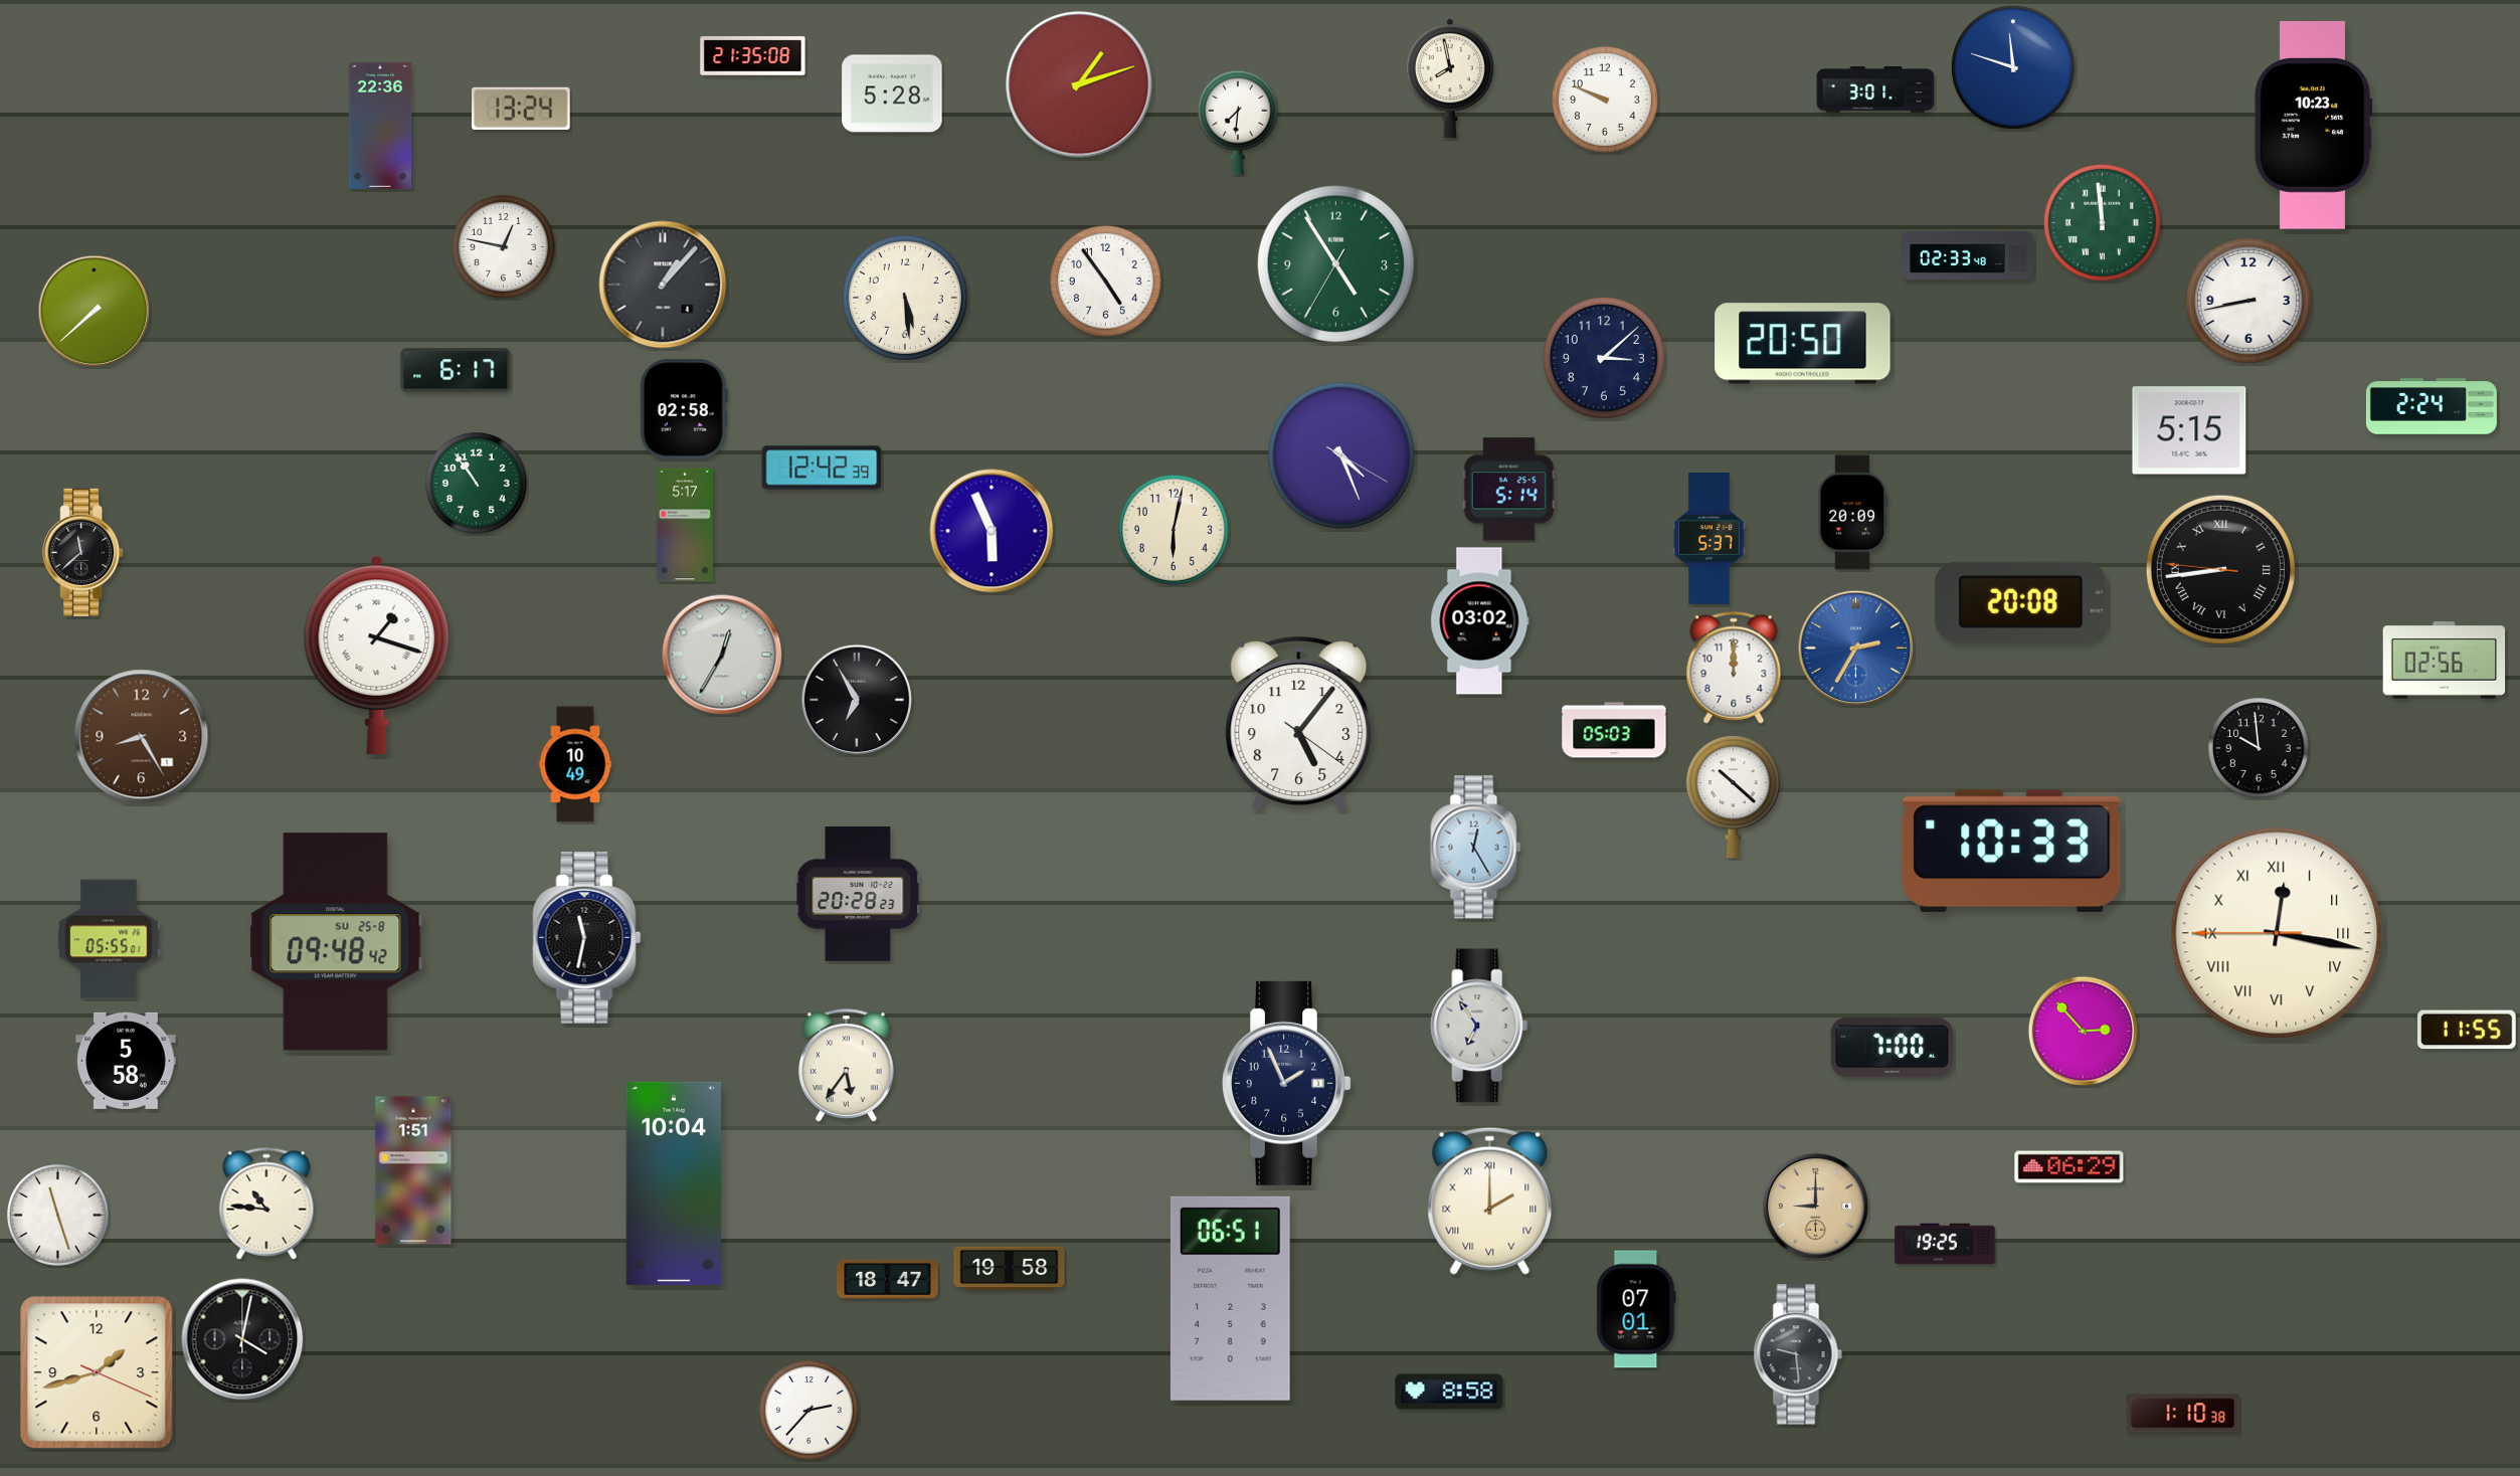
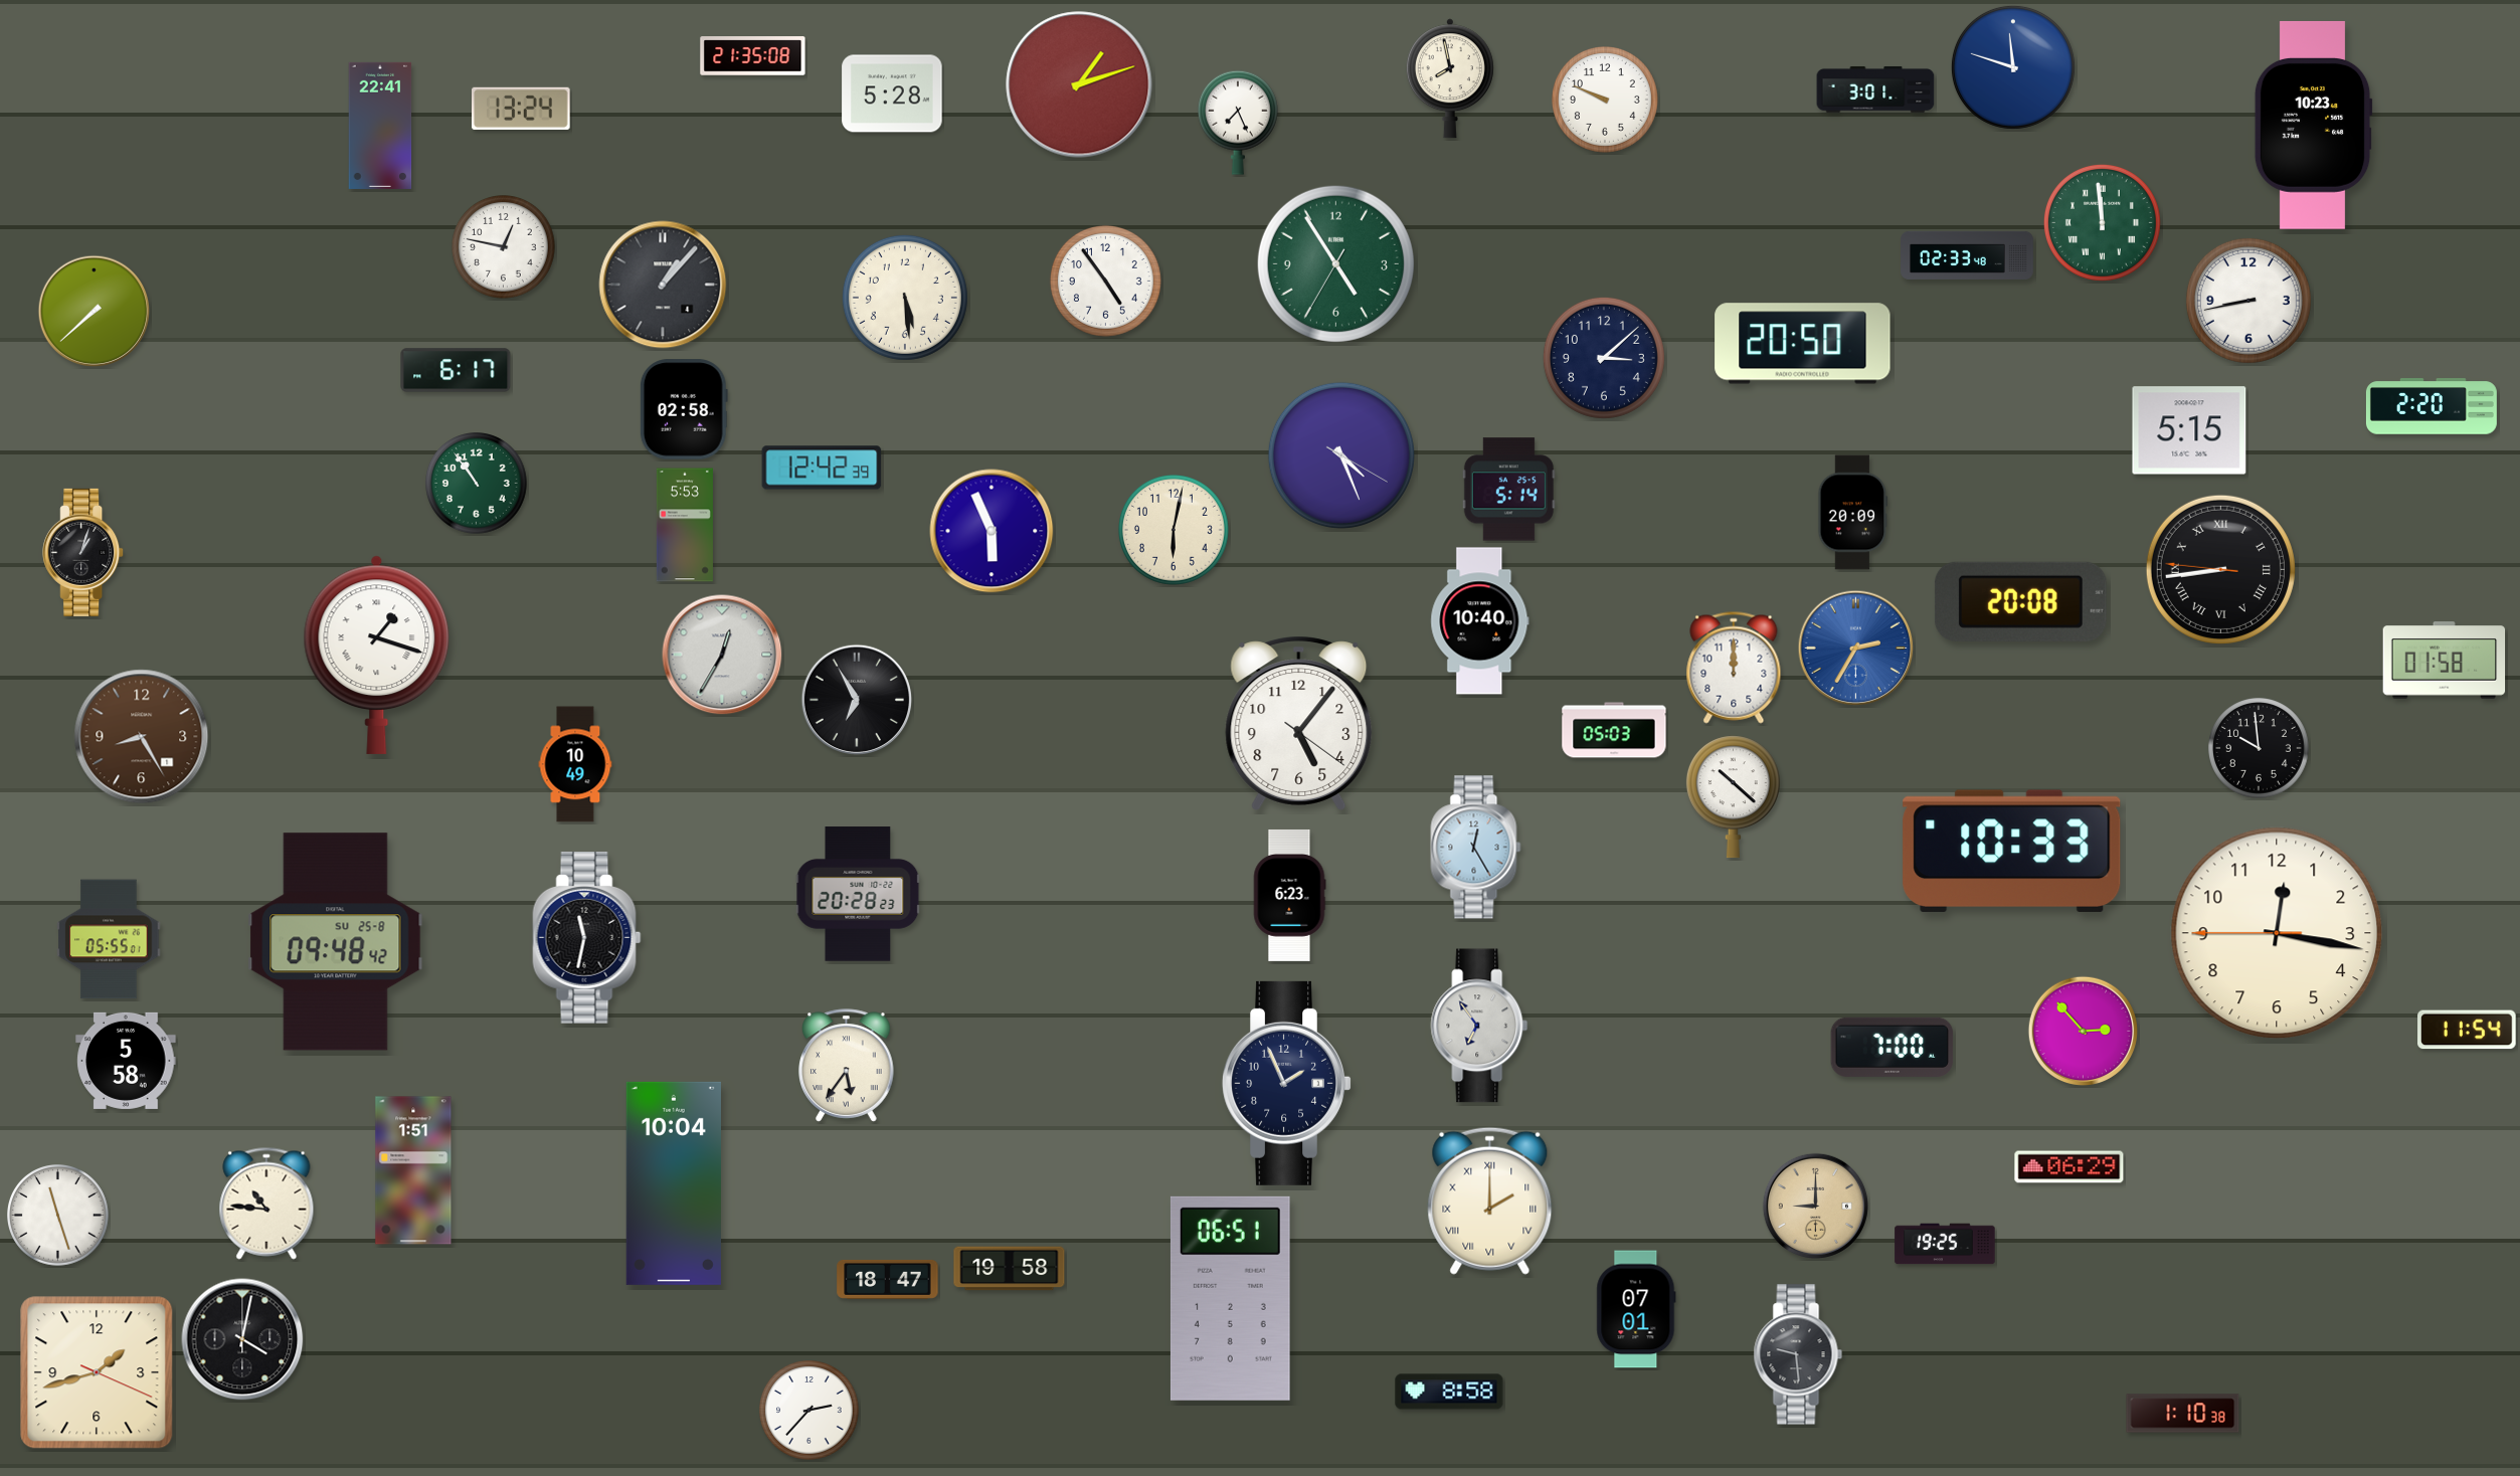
clock at (1238, 123): 7:31 -> 7:26
clock at (380, 126): 22:36 -> 22:41
clock at (2432, 406): 2:24 -> 2:20
clock at (685, 525): 5:17 -> 5:53
clock at (1709, 538): 5:37 -> none
clock at (83, 552): 11:38 -> 1:03
clock at (1480, 621): 03:02 -> 10:40
clock at (2445, 661): 02:56 -> 01:58
clock at (1289, 895): none -> 6:23
clock at (2277, 933) numerals: Roman -> Arabic
clock at (2467, 1030): 11:55 -> 11:54
